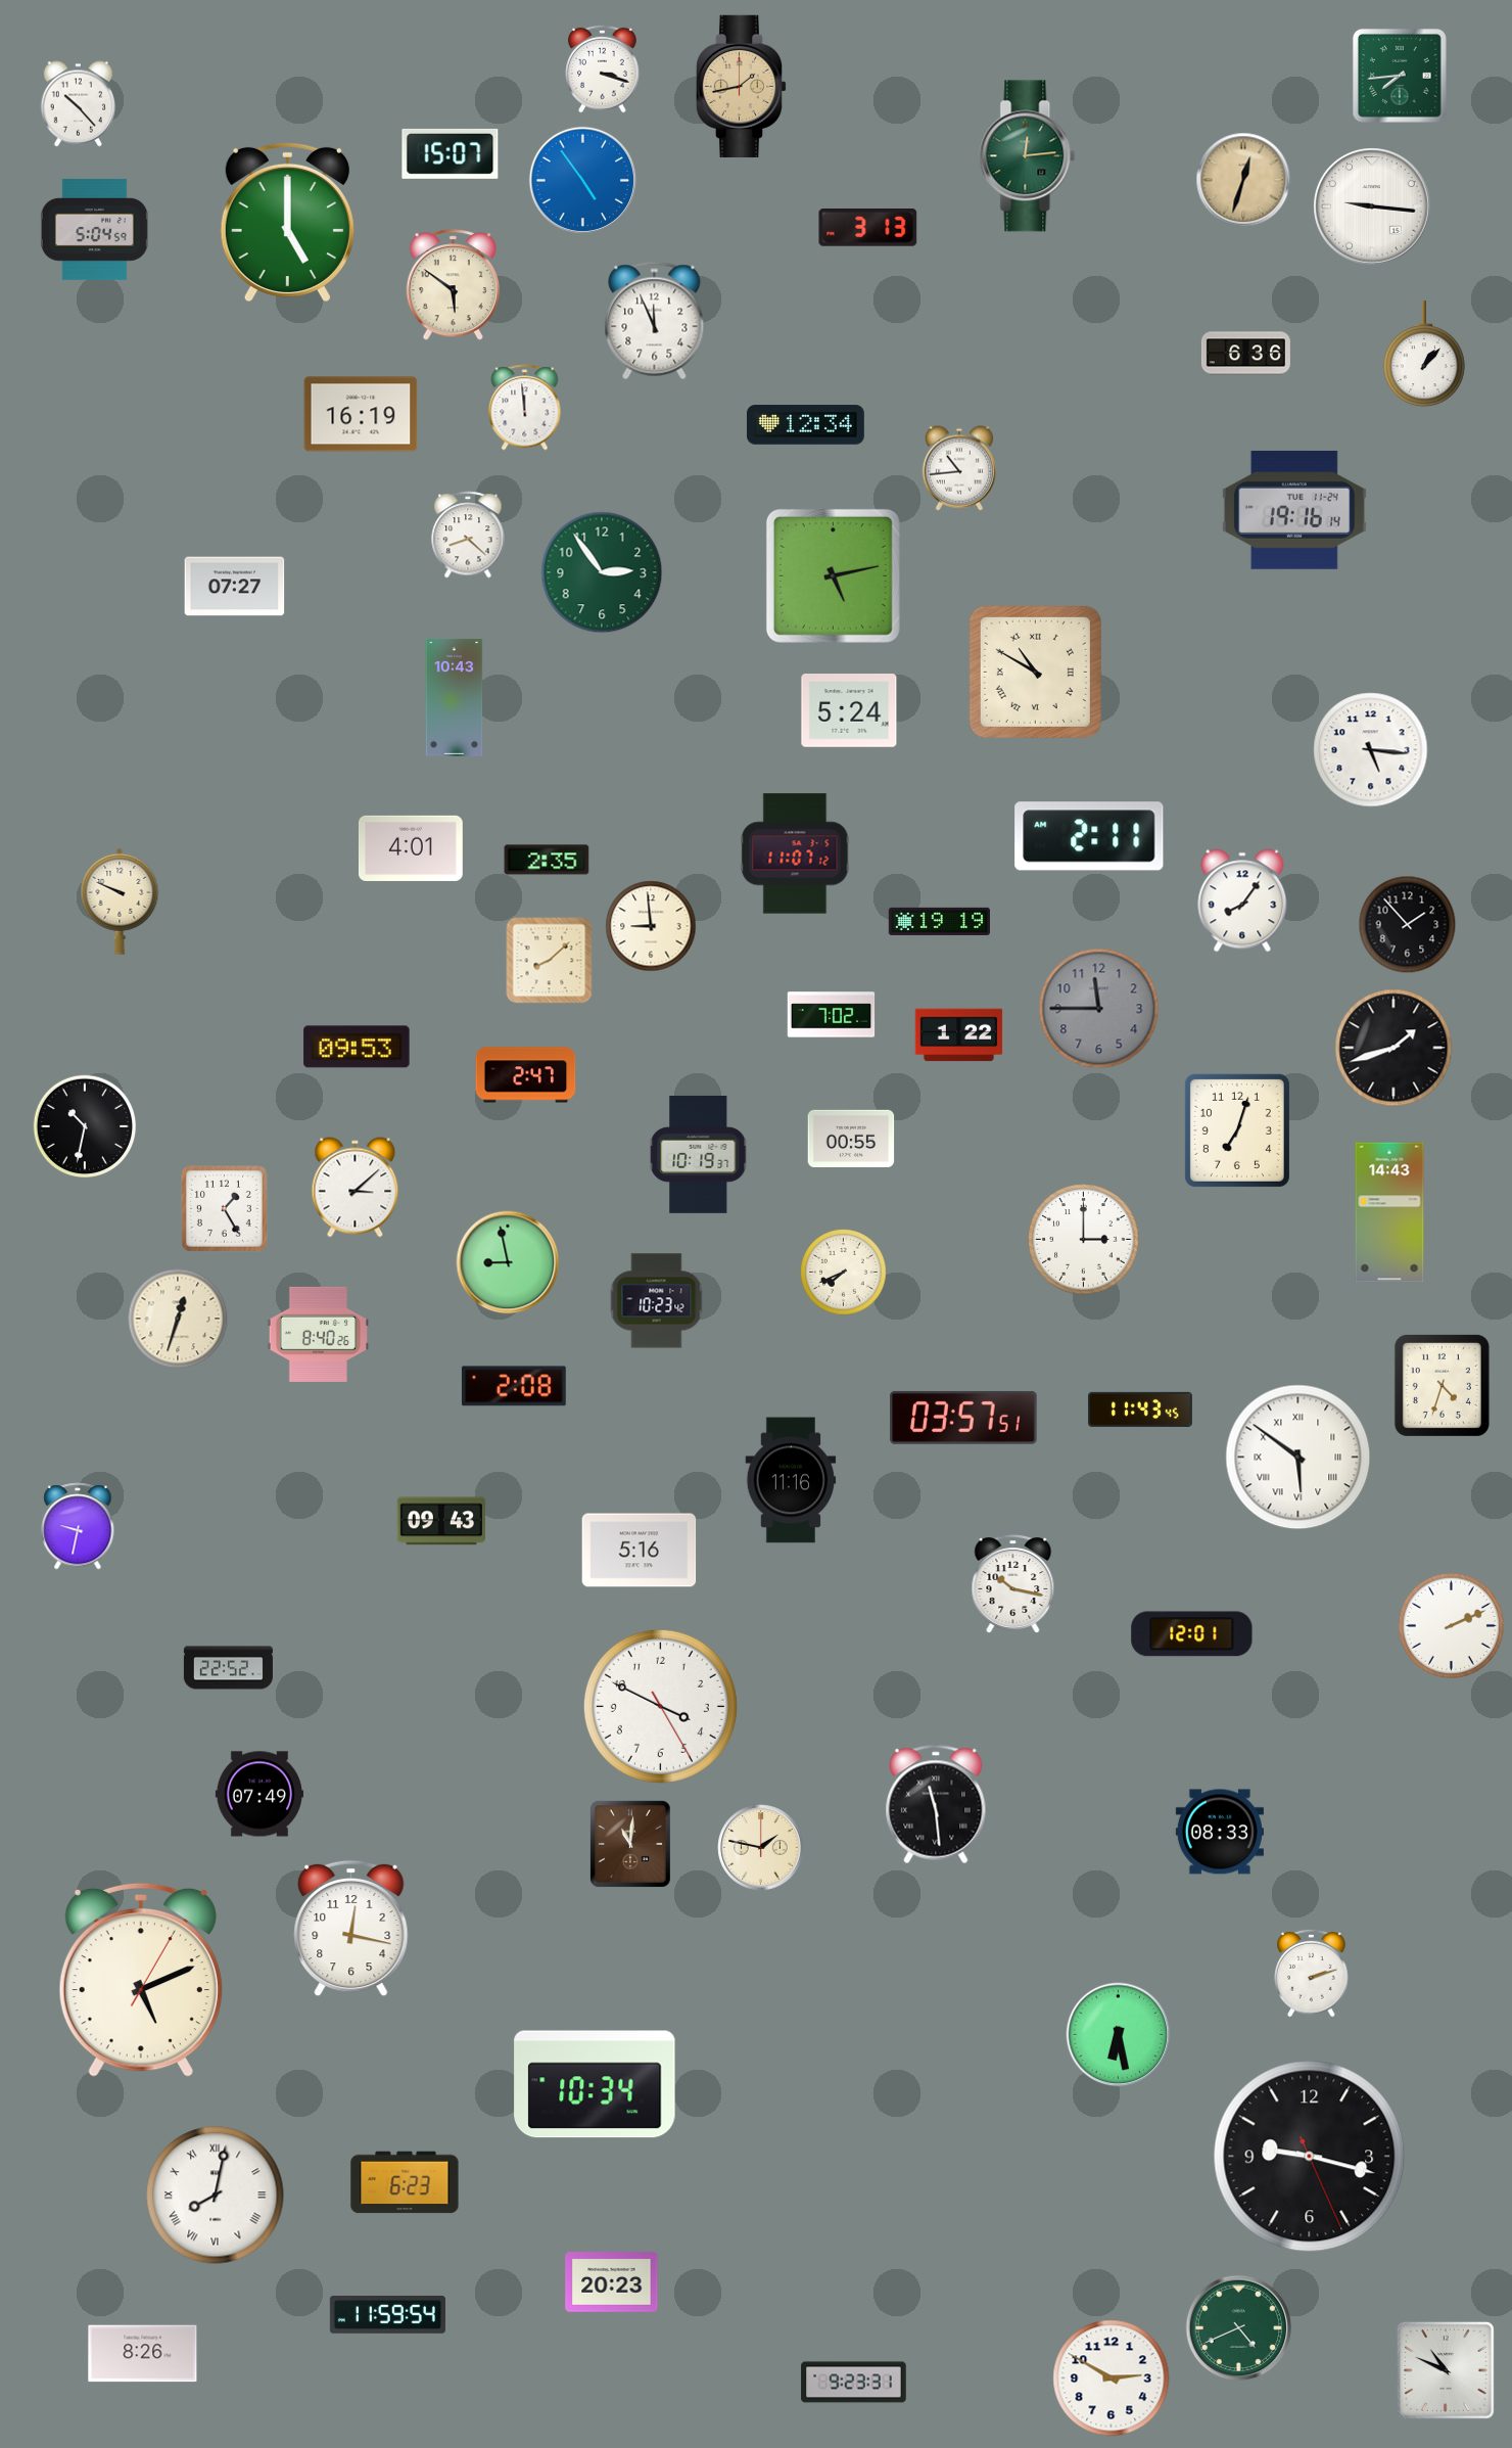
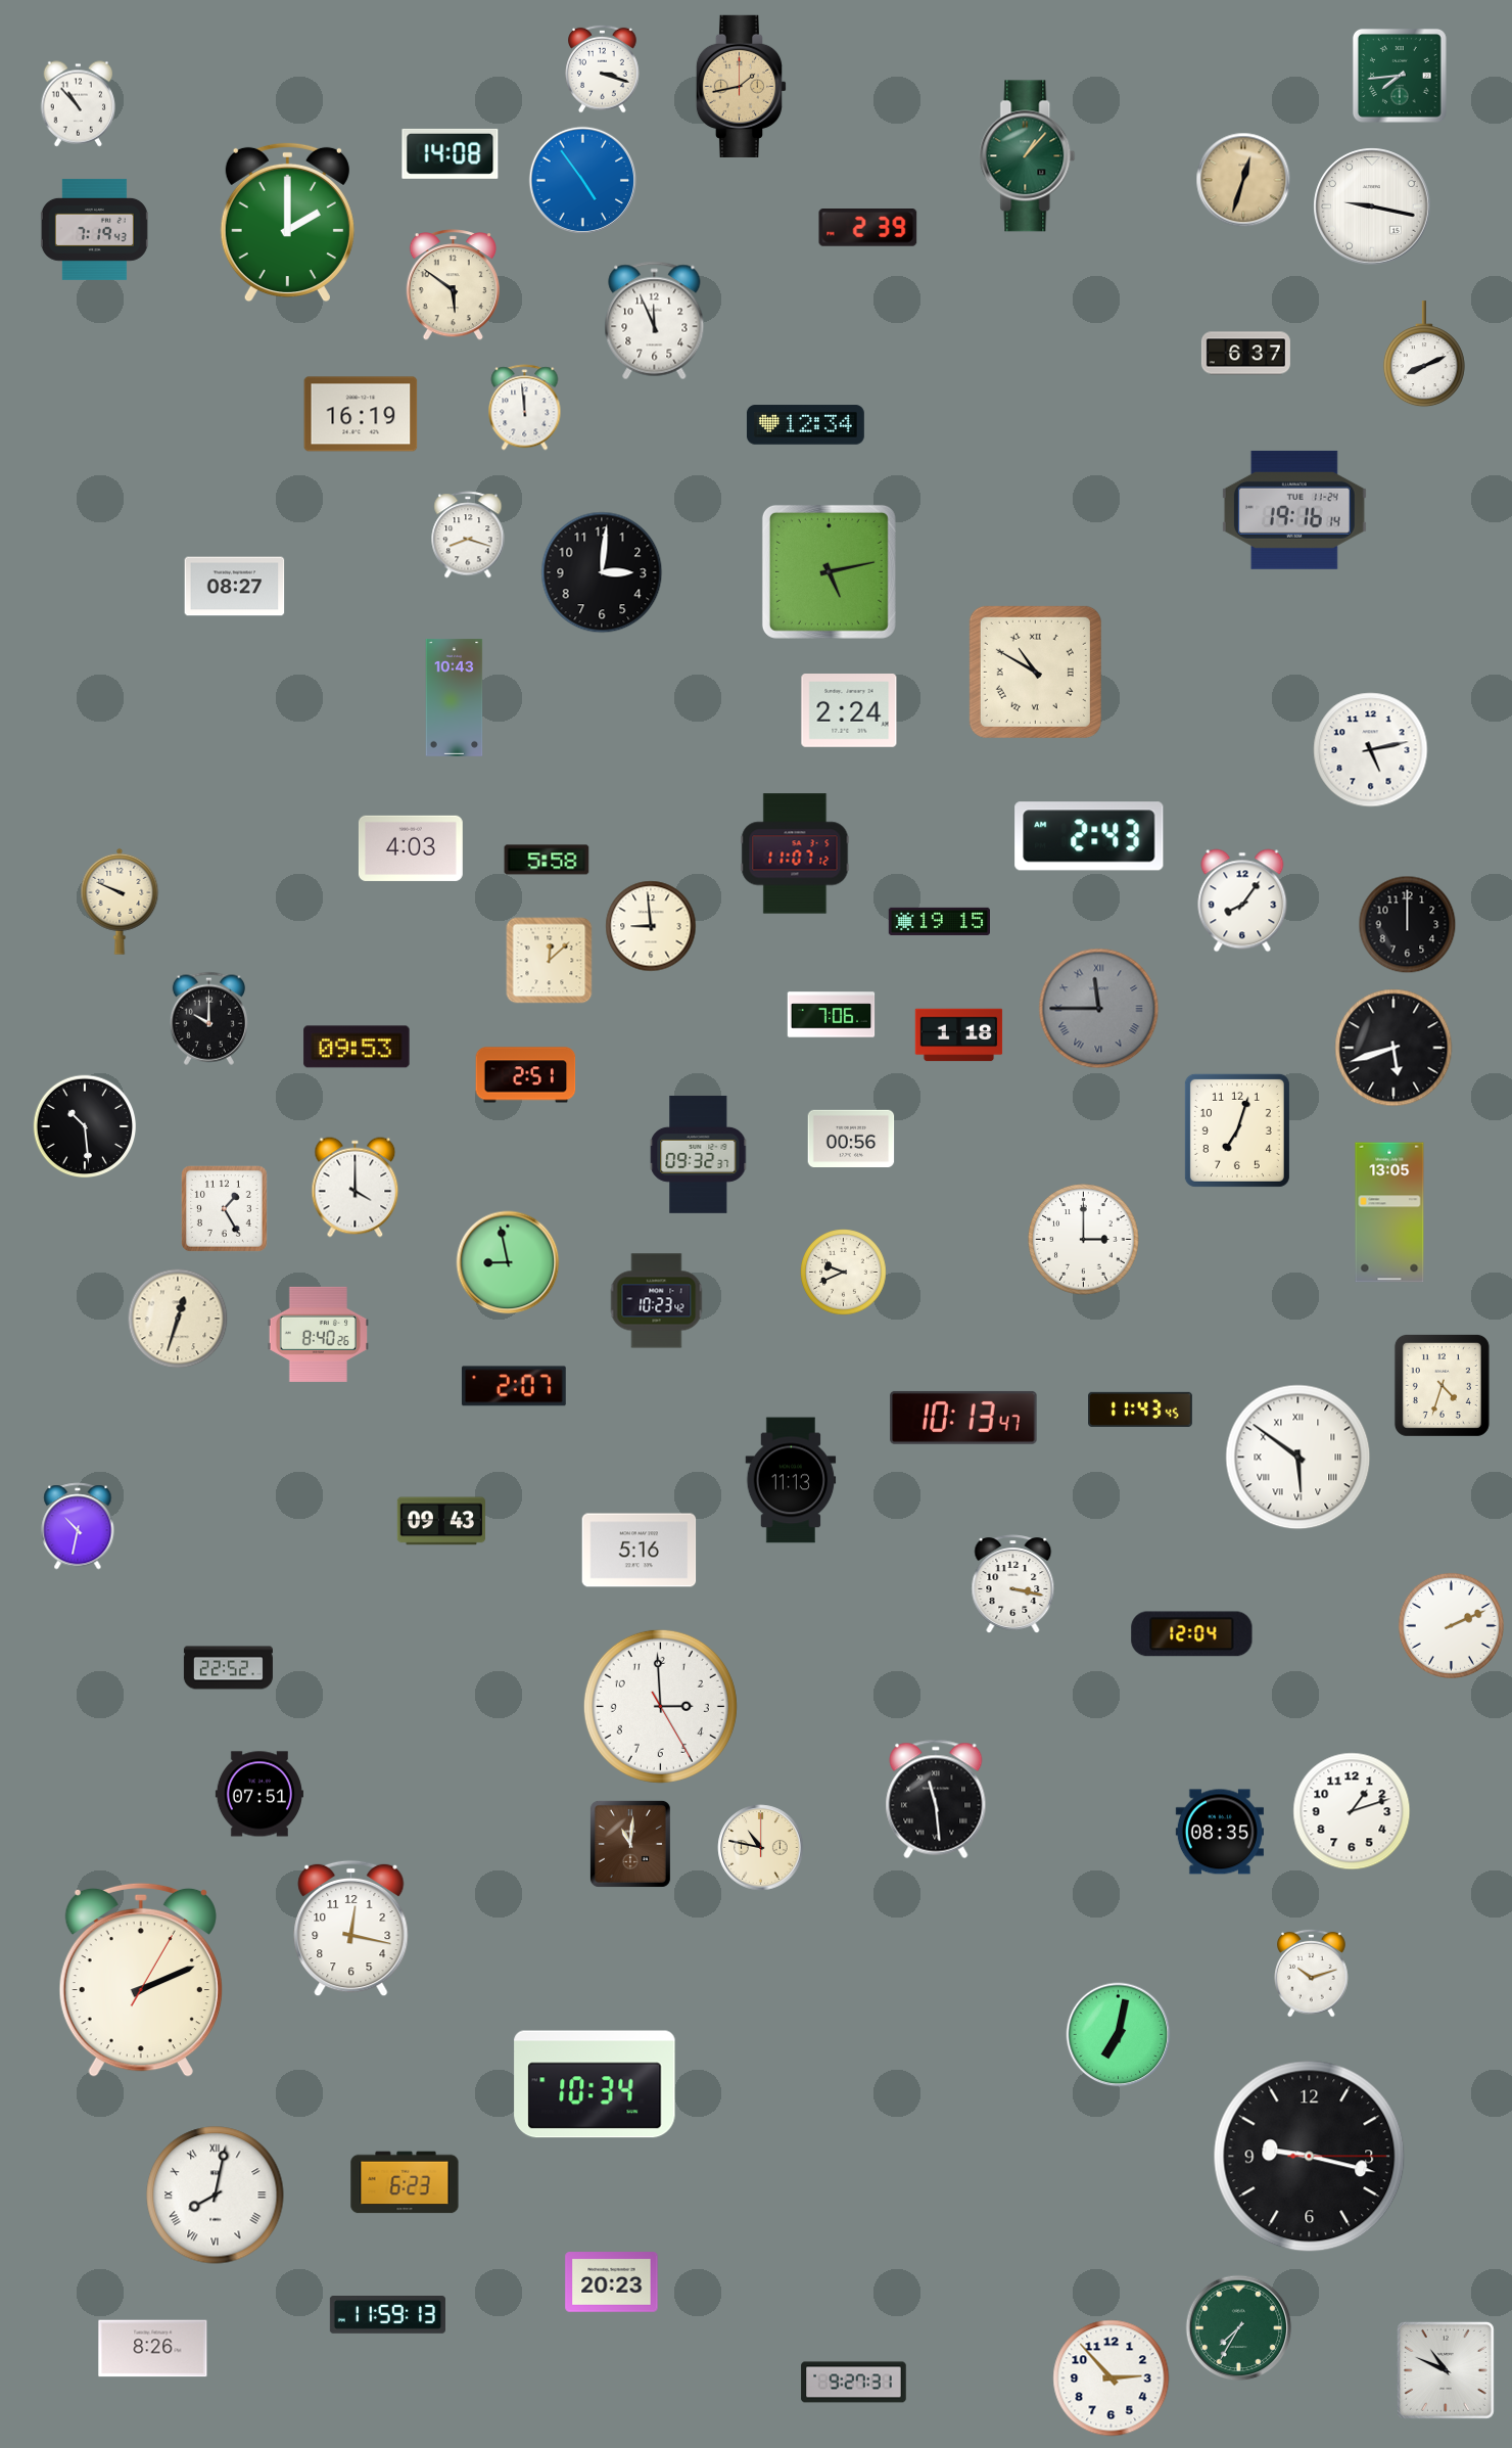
clock at (79, 104): 10:23 -> 10:53
clock at (451, 153): 15:07 -> 14:08
clock at (1028, 156): 12:14 -> 1:07
clock at (1372, 206): 9:16 -> 9:17
clock at (287, 223): 5:00 -> 2:00
clock at (868, 228): 3:13 -> 2:39
clock at (94, 229): 5:04 -> 7:19
clock at (1245, 354): 6:36 -> 6:37
clock at (1424, 355): 1:07 -> 8:11
clock at (959, 468): 10:44 -> none
clock at (468, 535): 8:22 -> 8:18
clock at (602, 572): 2:54 -> 3:01
clock at (602, 572) dial: green -> black
clock at (833, 575) position: (833, 575) -> (829, 571)
clock at (235, 587): 07:27 -> 08:27
clock at (849, 711): 5:24 -> 2:24
clock at (1371, 750): 5:16 -> 5:13
clock at (1089, 836): 2:11 -> 2:43
clock at (411, 848): 4:01 -> 4:03
clock at (547, 860): 2:35 -> 5:58
clock at (939, 921): 19:19 -> 19:15
clock at (1408, 925): 1:53 -> 12:00
clock at (550, 961): 8:08 -> 12:08
clock at (1099, 1009) numerals: Arabic -> Roman
clock at (832, 1015): 7:02 -> 7:06
clock at (208, 1018): none -> 10:00
clock at (959, 1035): 1:22 -> 1:18
clock at (1393, 1048): 1:42 -> 5:42
clock at (526, 1075): 2:47 -> 2:51
clock at (85, 1126): 10:32 -> 10:29
clock at (851, 1138): 00:55 -> 00:56
clock at (699, 1154): 10:19 -> 09:32
clock at (356, 1188): 3:08 -> 4:00
clock at (1389, 1212): 14:43 -> 13:05
clock at (844, 1273): 7:41 -> 9:41
clock at (514, 1386): 2:08 -> 2:07
clock at (963, 1418): 03:57 -> 10:13
clock at (791, 1480): 11:16 -> 11:13
clock at (78, 1526): 9:32 -> 10:32
clock at (1013, 1584): 10:17 -> 3:17
clock at (1192, 1634): 12:01 -> 12:04
clock at (660, 1706): 3:49 -> 2:59
clock at (259, 1794): 07:49 -> 07:51
clock at (936, 1804) position: (936, 1804) -> (936, 1799)
clock at (1352, 1811): none -> 1:12
clock at (1220, 1832): 08:33 -> 08:35
clock at (761, 1848): 1:47 -> 10:47
clock at (1312, 1973): 2:12 -> 10:12
clock at (141, 1980): 5:11 -> 2:11
clock at (1119, 2035): 6:28 -> 7:02
clock at (1310, 2157): 9:17:26 -> 9:17:15
clock at (387, 2315): 11:59:54 -> 11:59:13
clock at (1239, 2328): 4:41 -> 7:35
clock at (143, 2354) position: (143, 2354) -> (153, 2349)
clock at (1112, 2378): 2:50 -> 2:53
clock at (854, 2383): 9:23 -> 9:27
